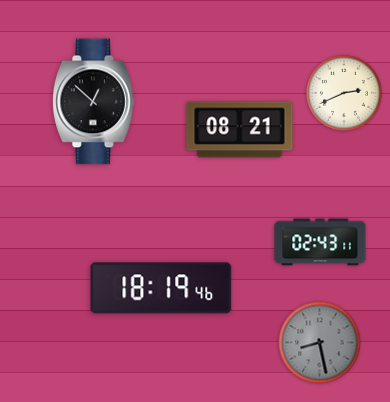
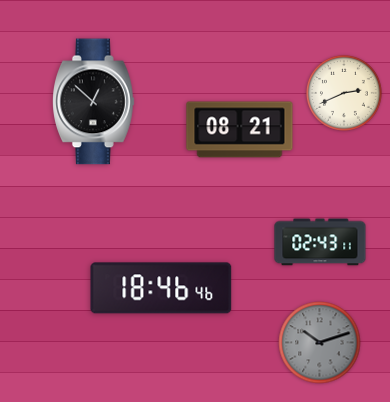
clock at (161, 288): 18:19 -> 18:46
clock at (320, 343): 8:28 -> 10:12
